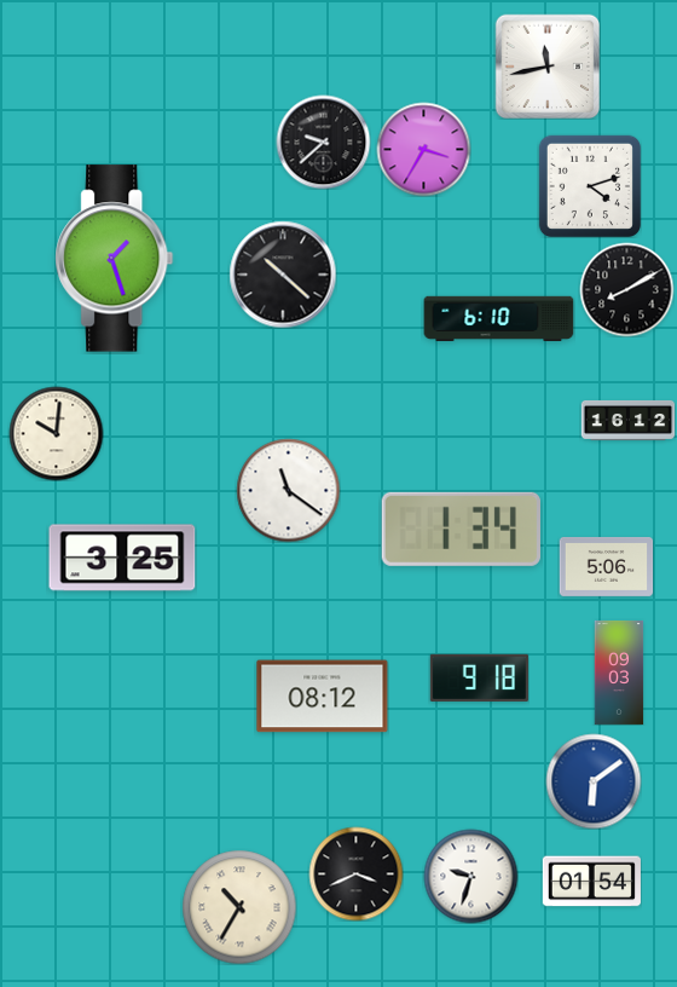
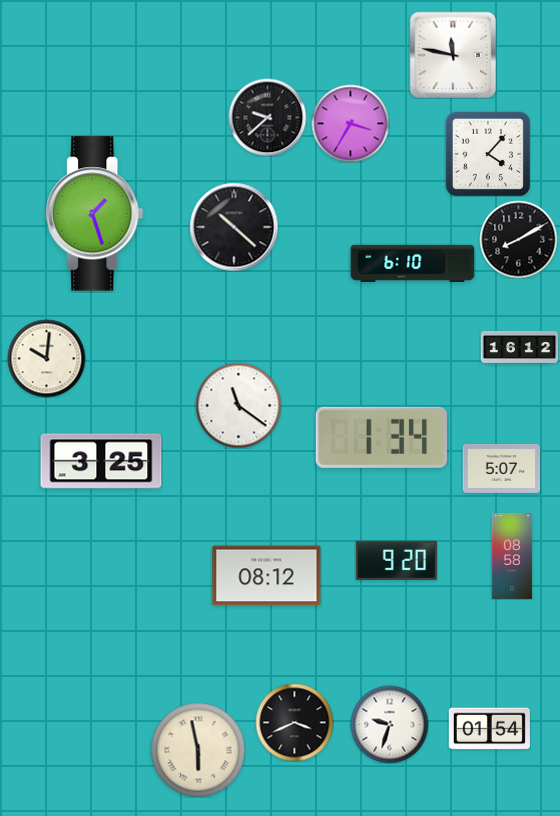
clock at (548, 67): 11:43 -> 11:47
clock at (589, 185): 4:12 -> 4:07
clock at (606, 566): 5:06 -> 5:07
clock at (619, 673): 09:03 -> 08:58
clock at (479, 677): 9:18 -> 9:20
clock at (594, 781): 6:09 -> none
clock at (239, 907): 10:35 -> 5:58
